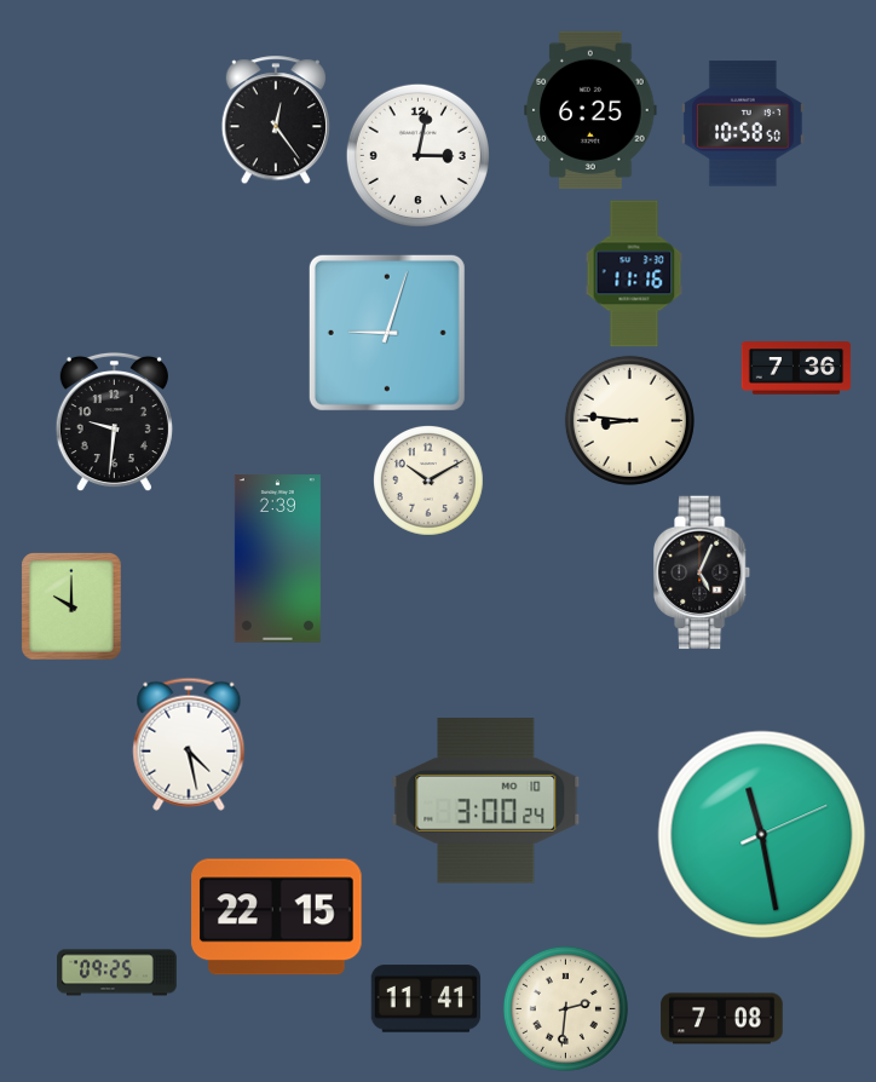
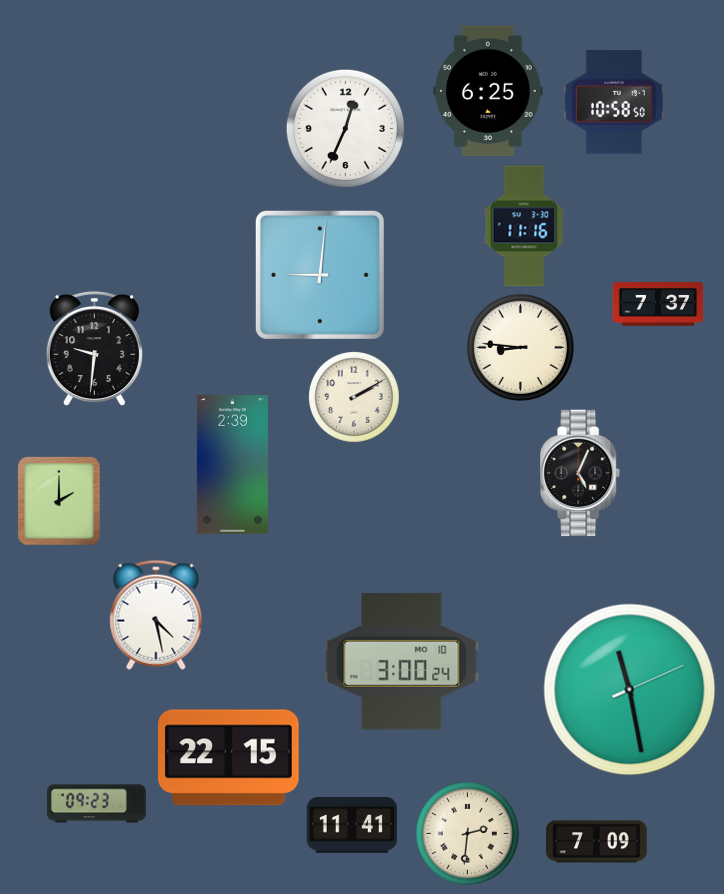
clock at (276, 121): 12:24 -> none
clock at (417, 155): 3:02 -> 12:34
clock at (387, 333): 9:03 -> 9:01
clock at (796, 368): 7:36 -> 7:37
clock at (428, 480): 10:10 -> 2:10
clock at (277, 559) position: (277, 559) -> (232, 465)
clock at (73, 606): 10:00 -> 2:00
clock at (117, 973): 09:25 -> 09:23
clock at (722, 1019): 7:08 -> 7:09
